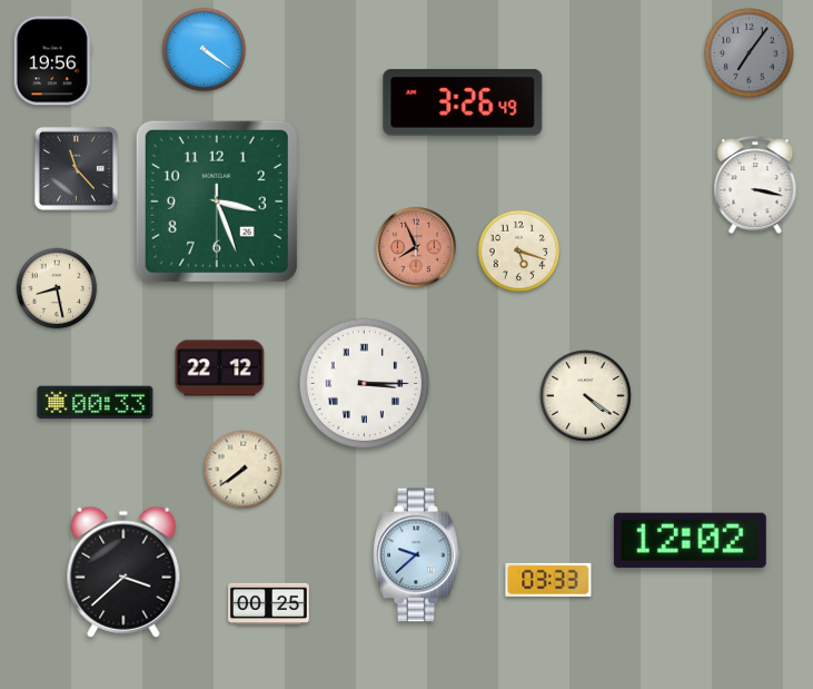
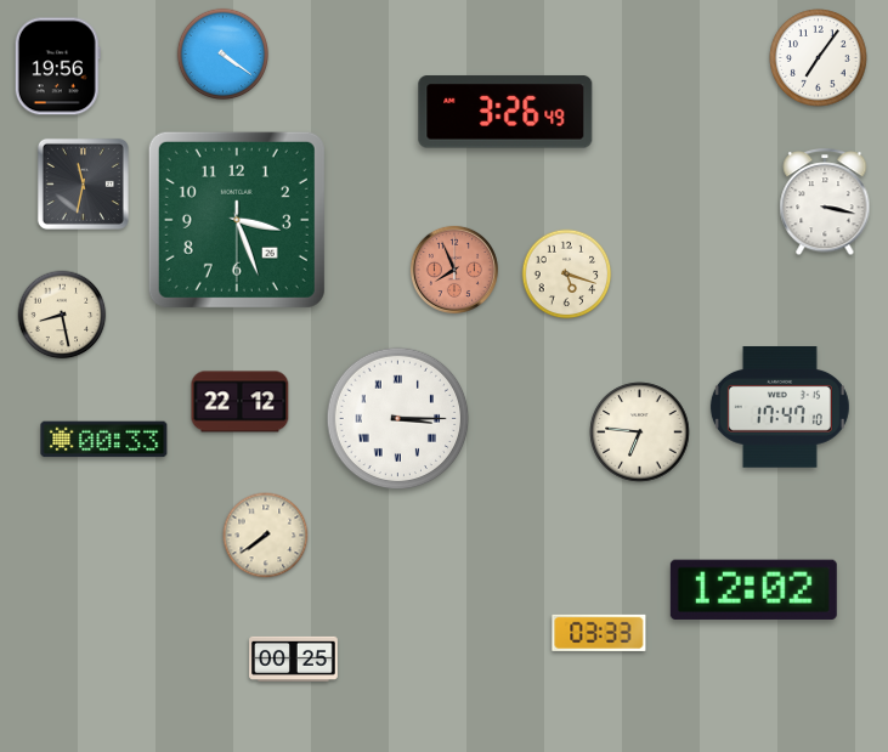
clock at (750, 53) dial: grey -> white
clock at (76, 168): 11:23 -> 11:32
clock at (780, 408): none -> 17:47
clock at (586, 396): 4:21 -> 6:46
clock at (244, 470) position: (244, 470) -> (266, 536)
clock at (417, 555): 9:38 -> none
clock at (123, 572): 3:38 -> none
